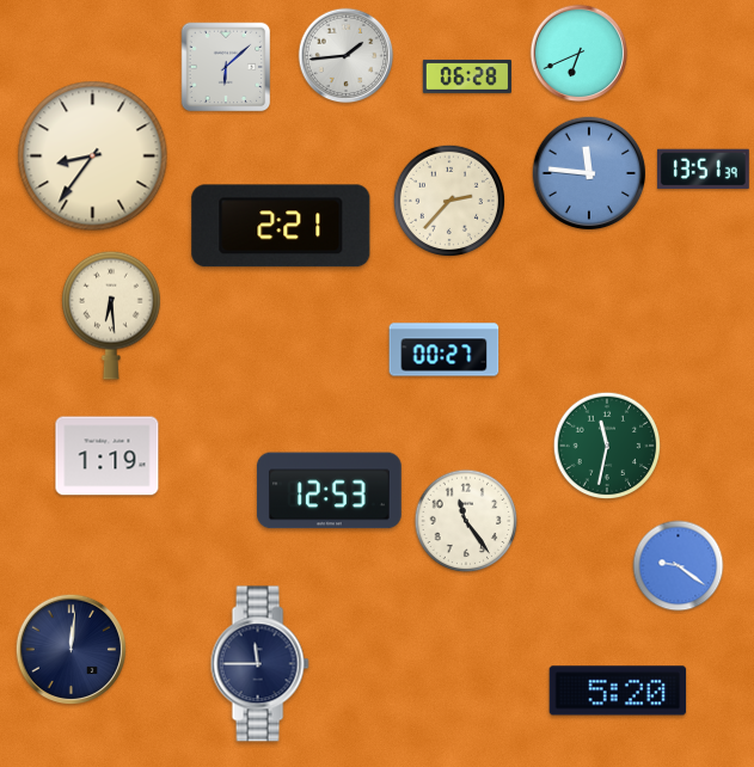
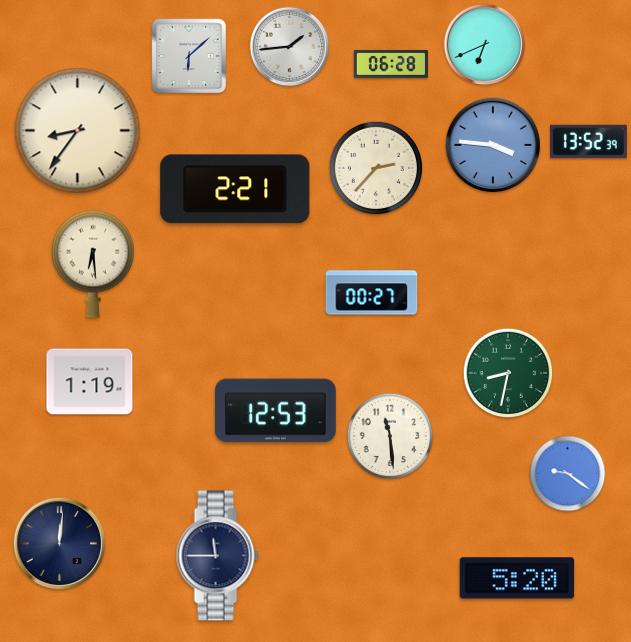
clock at (703, 170): 13:51 -> 13:52
clock at (588, 172): 11:46 -> 3:46
clock at (607, 446): 11:32 -> 8:32
clock at (466, 521): 11:24 -> 11:29
